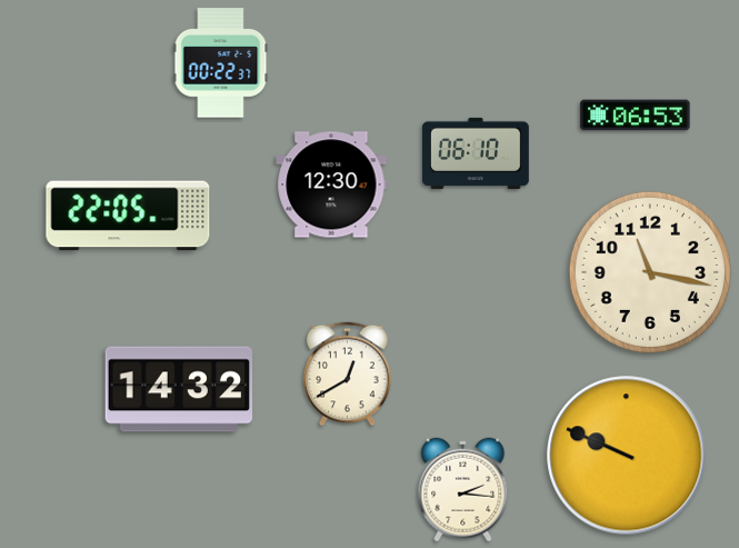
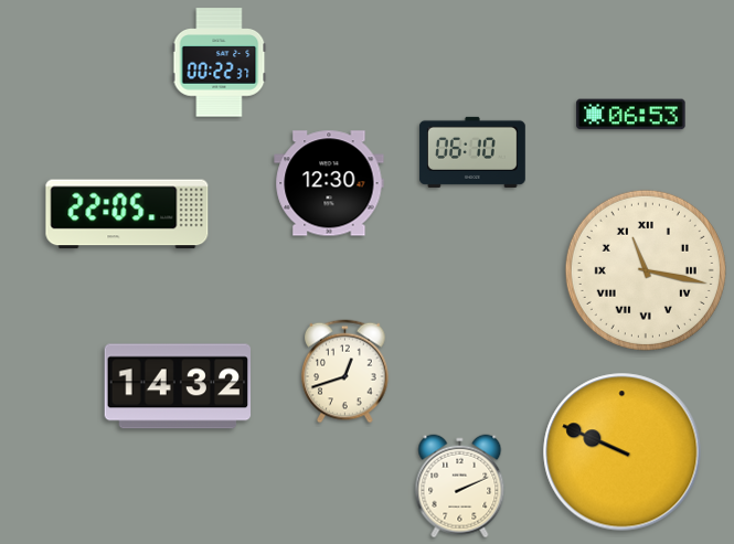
clock at (650, 272) numerals: Arabic -> Roman
clock at (348, 375): 12:40 -> 12:42
clock at (463, 490): 2:16 -> 2:11
